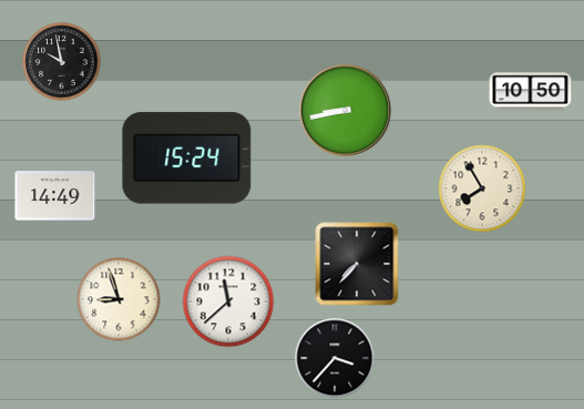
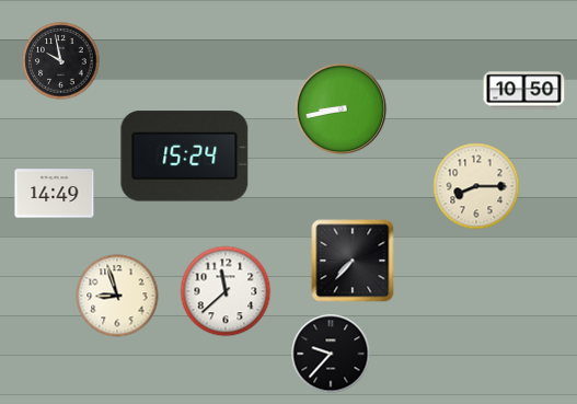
clock at (482, 188): 7:55 -> 8:15
clock at (228, 301) position: (228, 301) -> (226, 291)
clock at (335, 358): 3:37 -> 9:37
